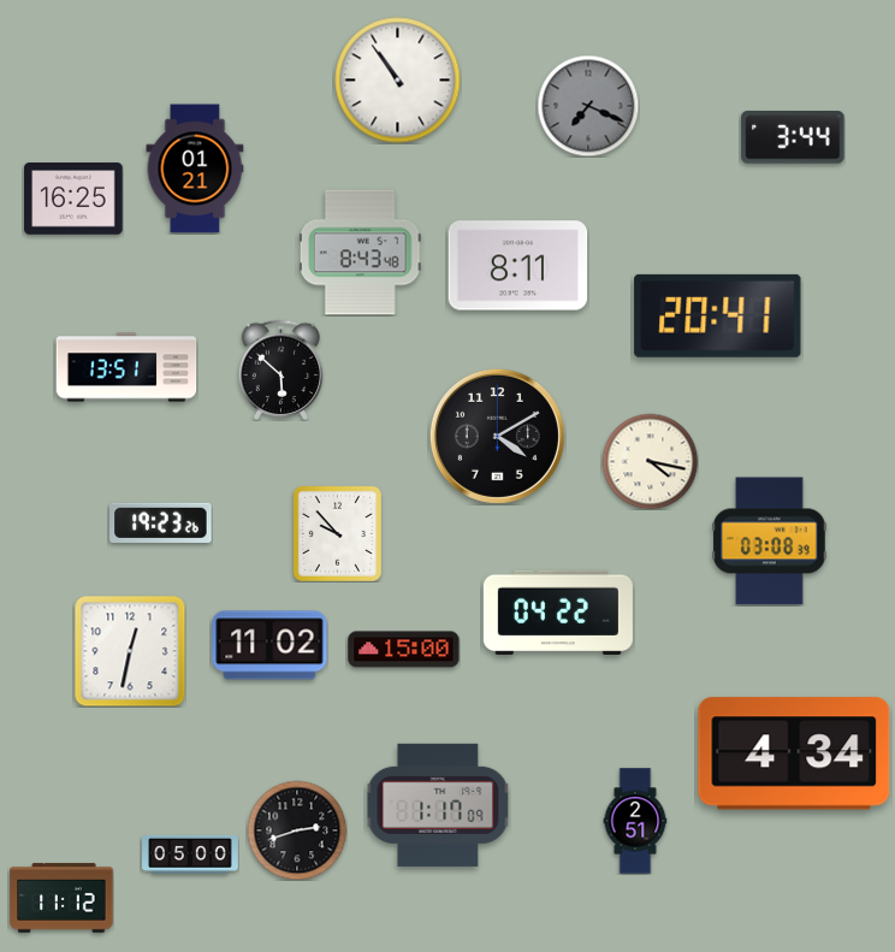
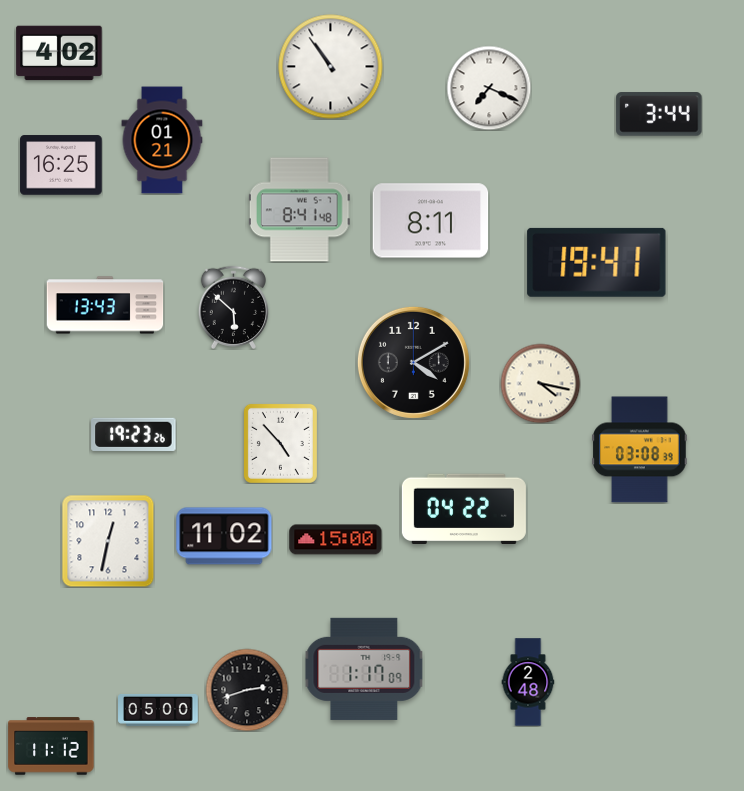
clock at (59, 53): none -> 4:02
clock at (588, 106) dial: grey -> white
clock at (360, 253): 8:43 -> 8:41
clock at (718, 315): 20:41 -> 19:41
clock at (126, 367): 13:51 -> 13:43
clock at (337, 533): 9:53 -> 4:53
clock at (794, 753): 4:34 -> none
clock at (635, 821): 2:51 -> 2:48
